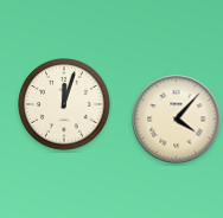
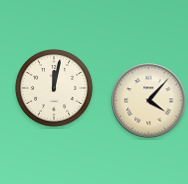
clock at (64, 104): 12:03 -> 12:02
